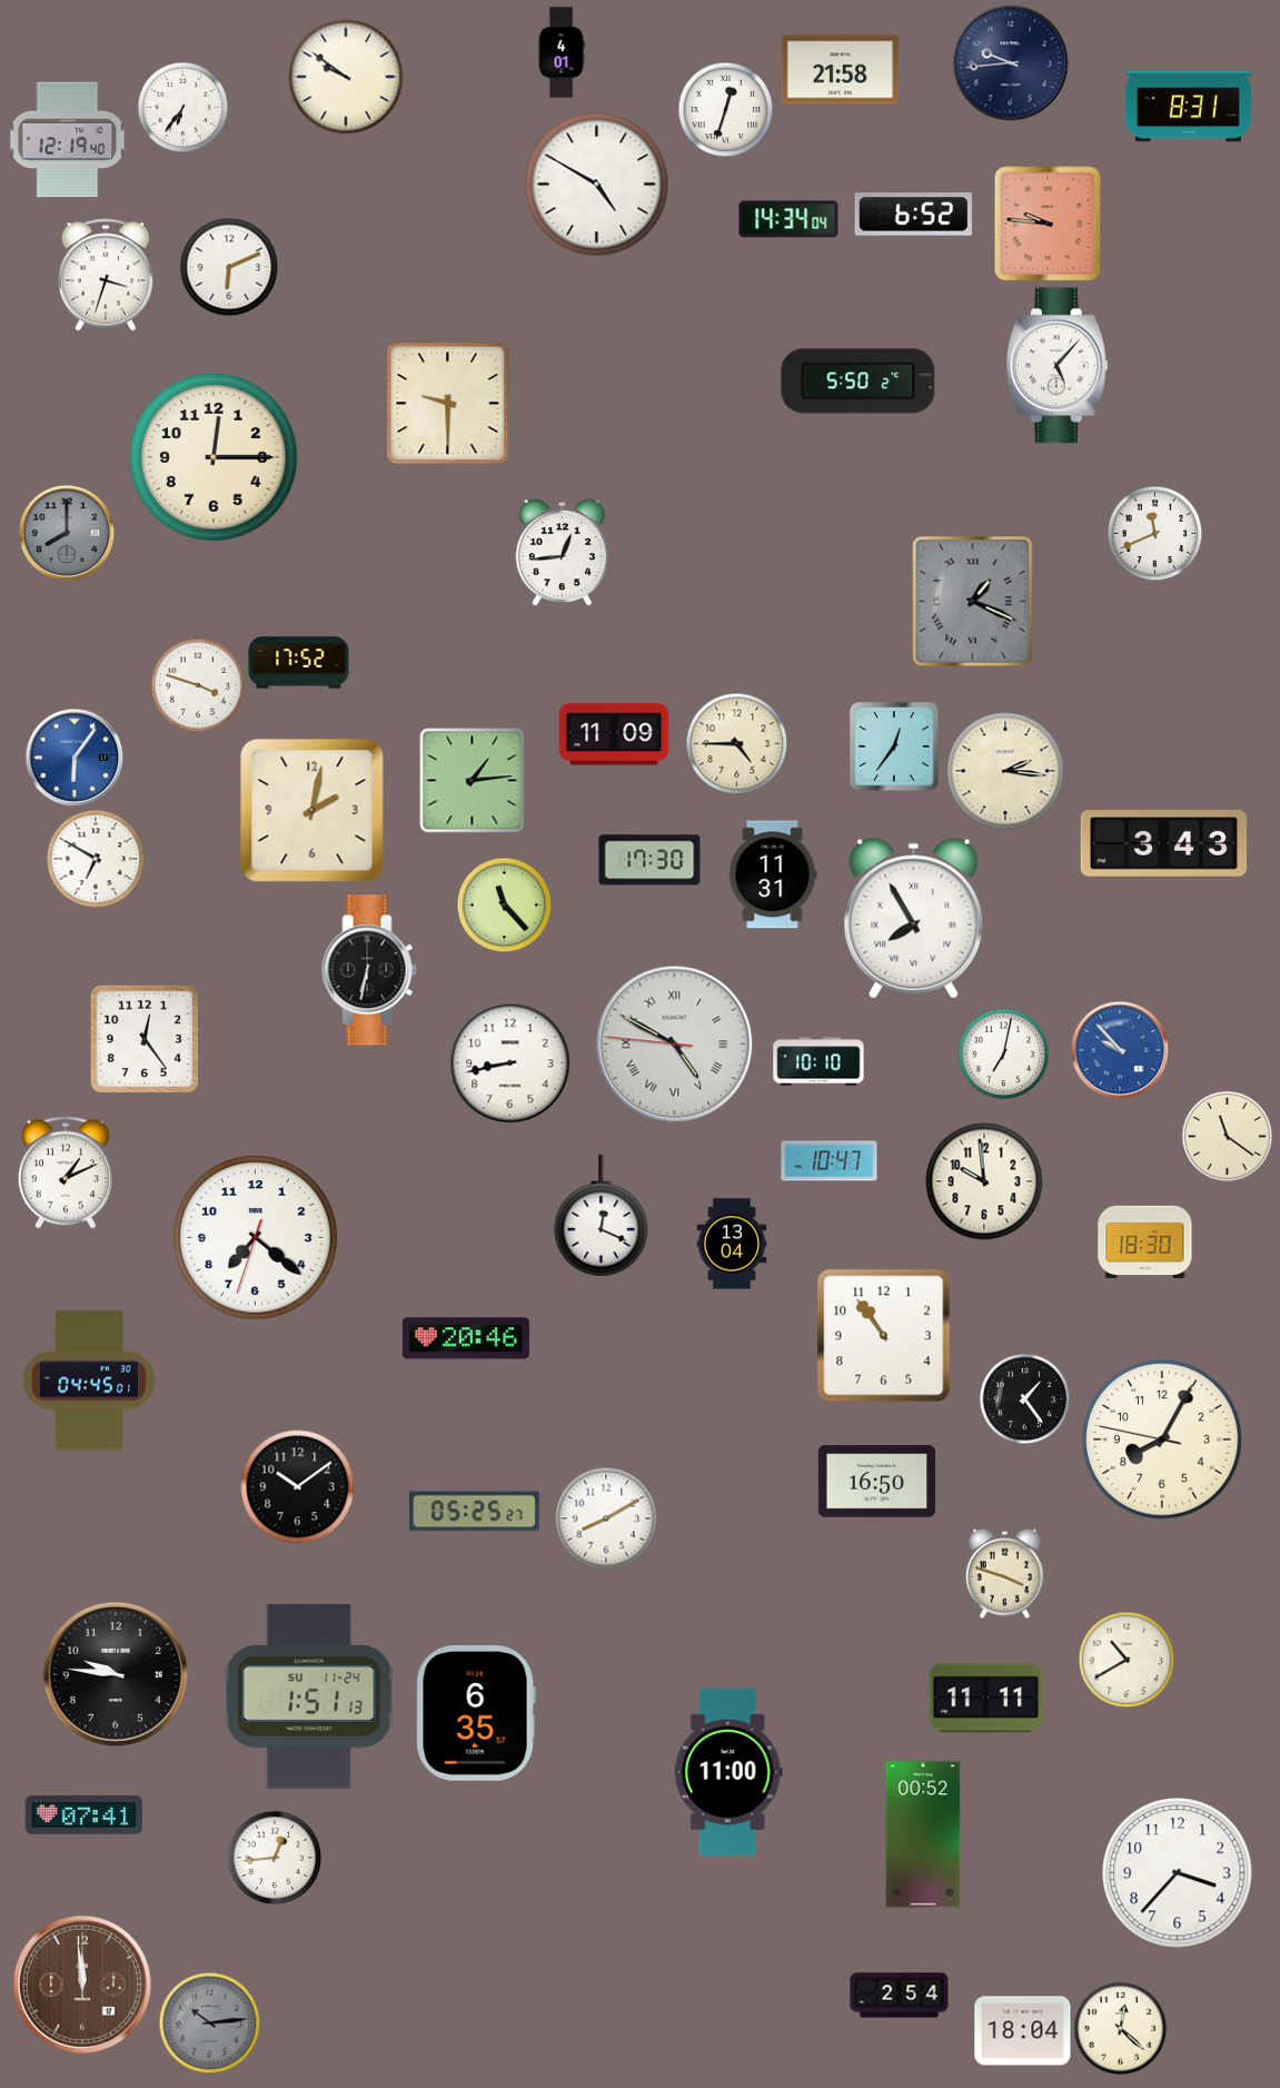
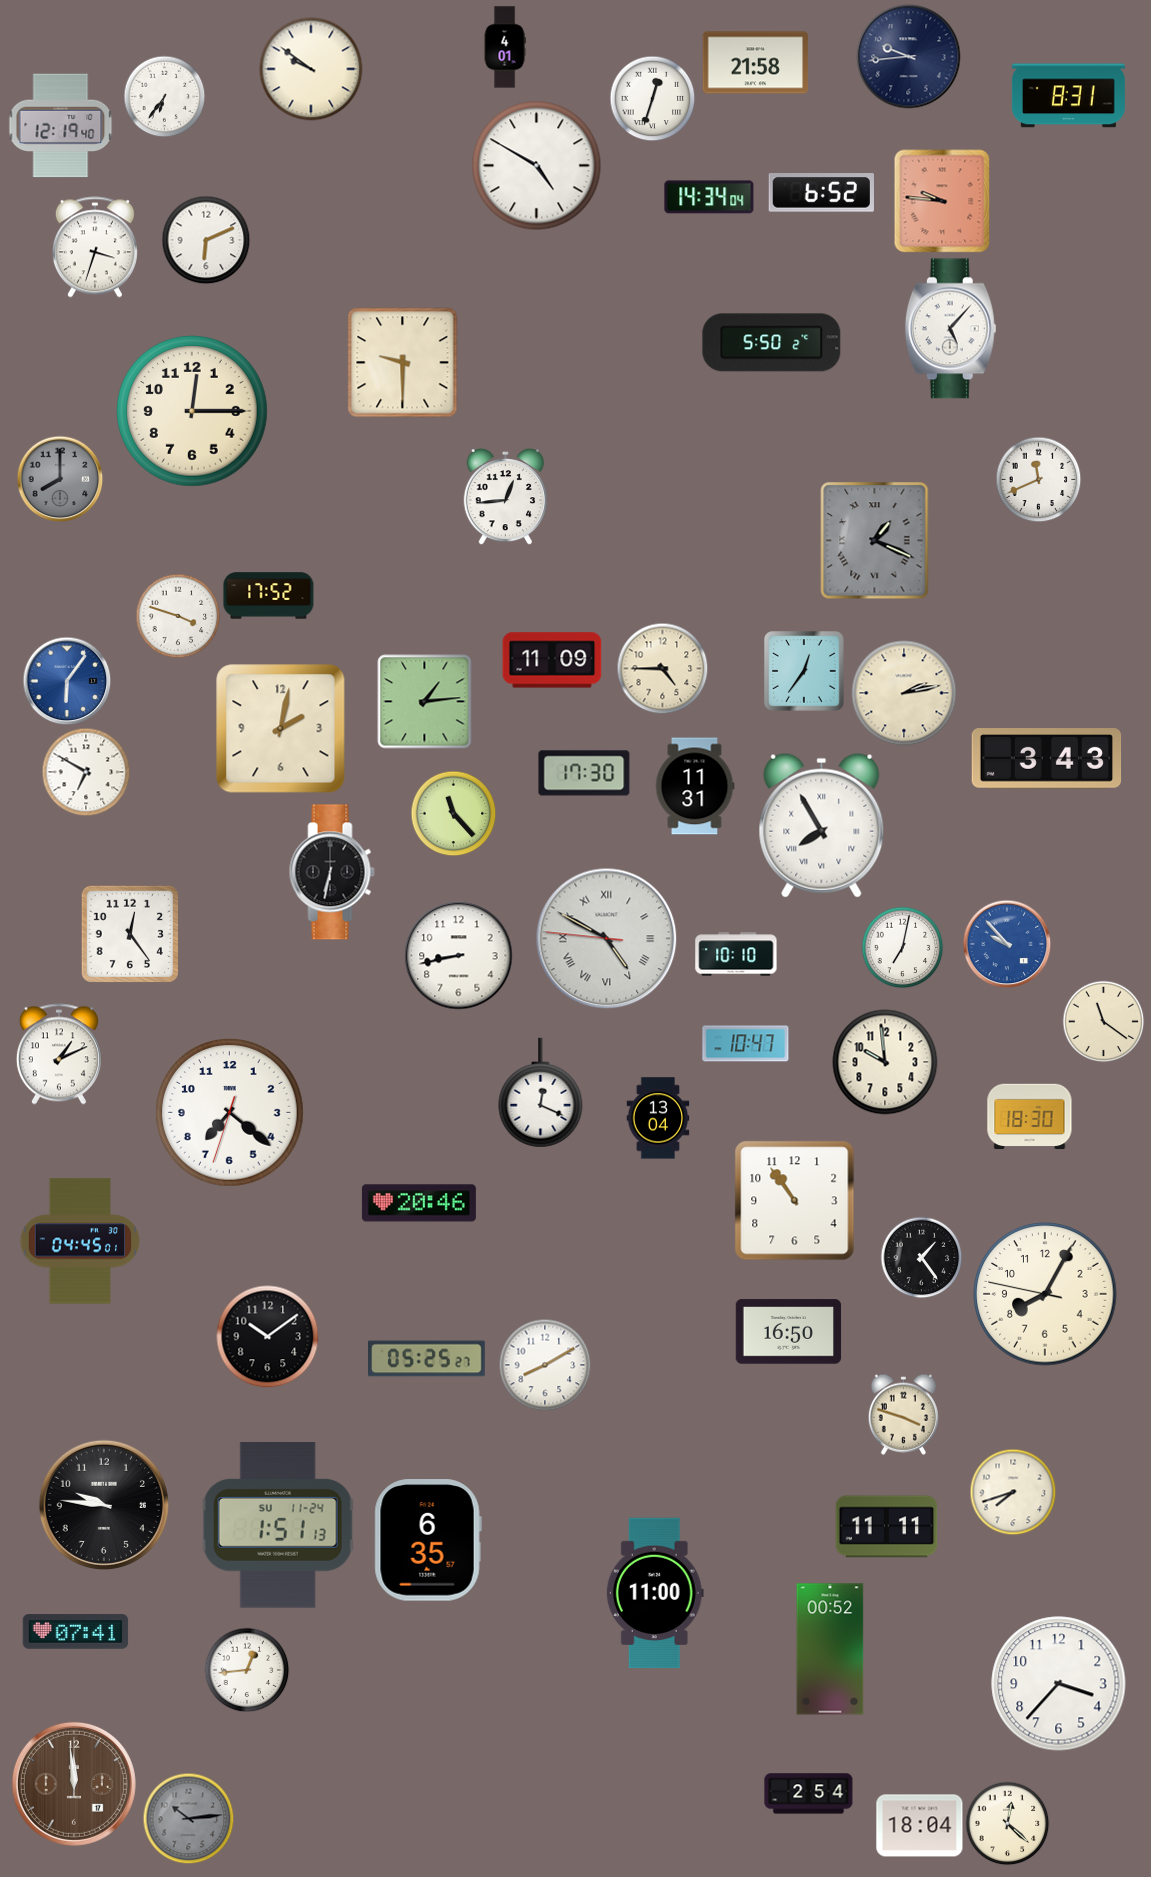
clock at (1005, 771): 2:16 -> 2:13
clock at (1127, 1660): 10:40 -> 7:42
